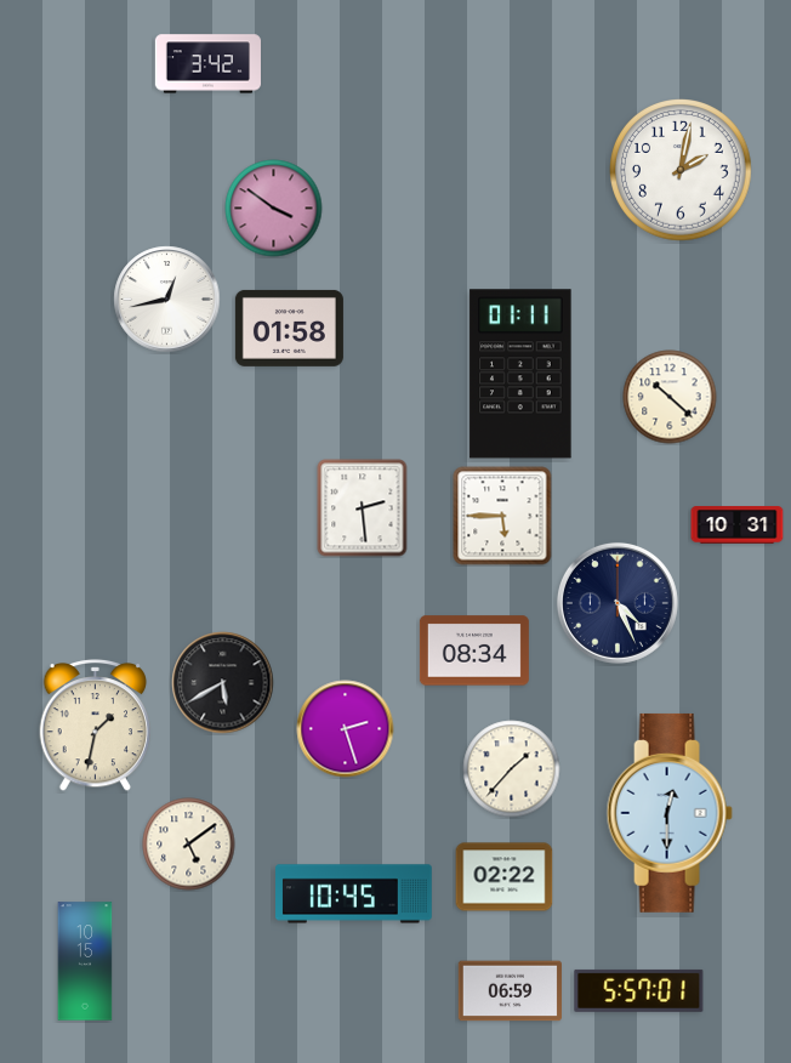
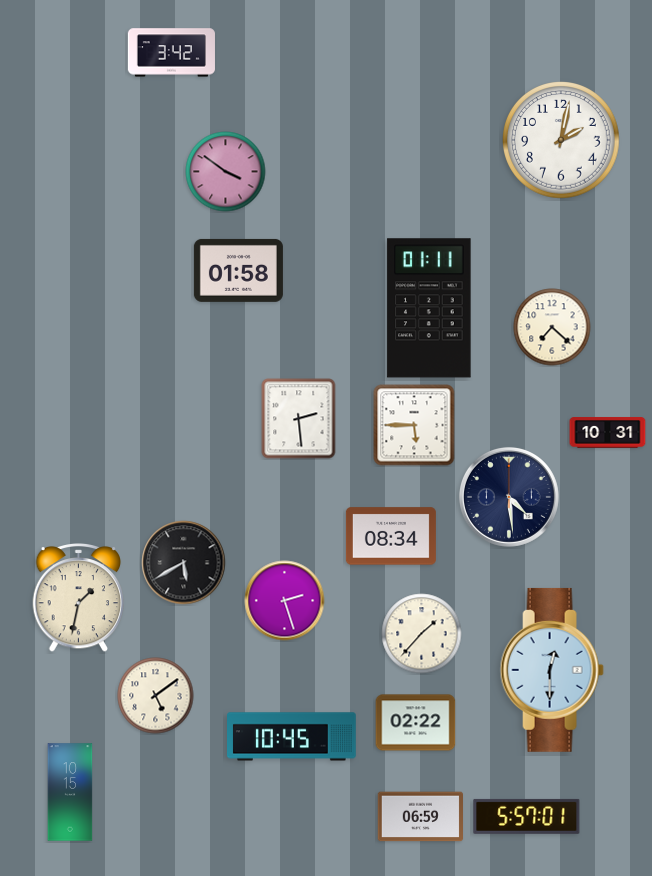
clock at (167, 300): 12:43 -> none
clock at (670, 397): 10:22 -> 7:22
clock at (618, 603): 4:26 -> 4:29
